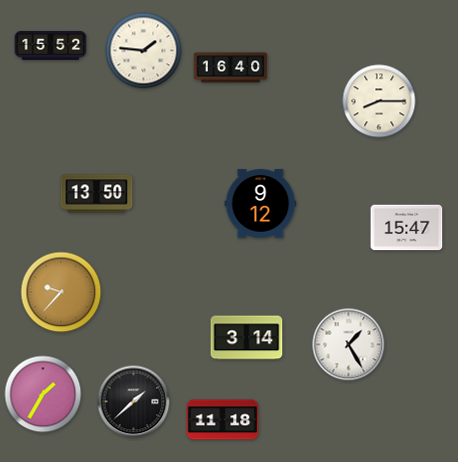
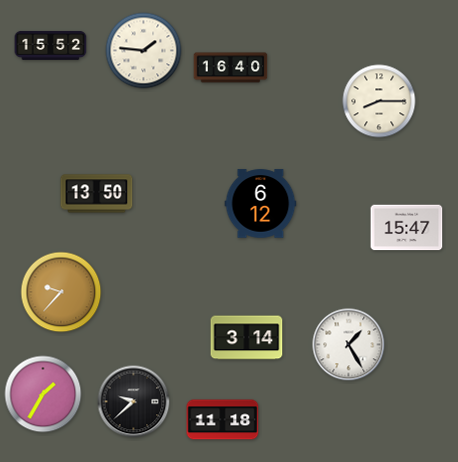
clock at (261, 204): 9:12 -> 6:12
clock at (134, 402): 1:38 -> 9:38
